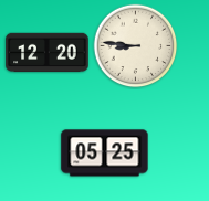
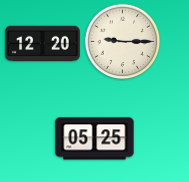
clock at (136, 46): 8:46 -> 9:15
clock at (48, 53) position: (48, 53) -> (43, 44)
